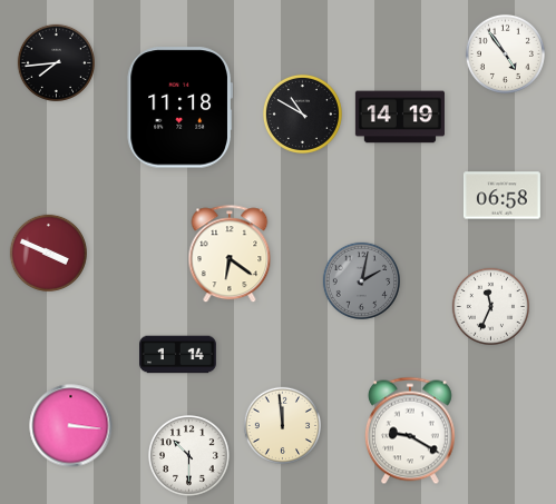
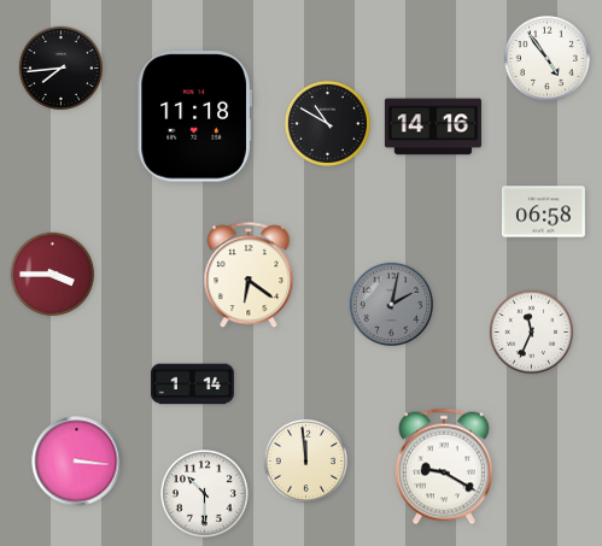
clock at (400, 117): 14:19 -> 14:16
clock at (49, 254): 3:49 -> 3:45
